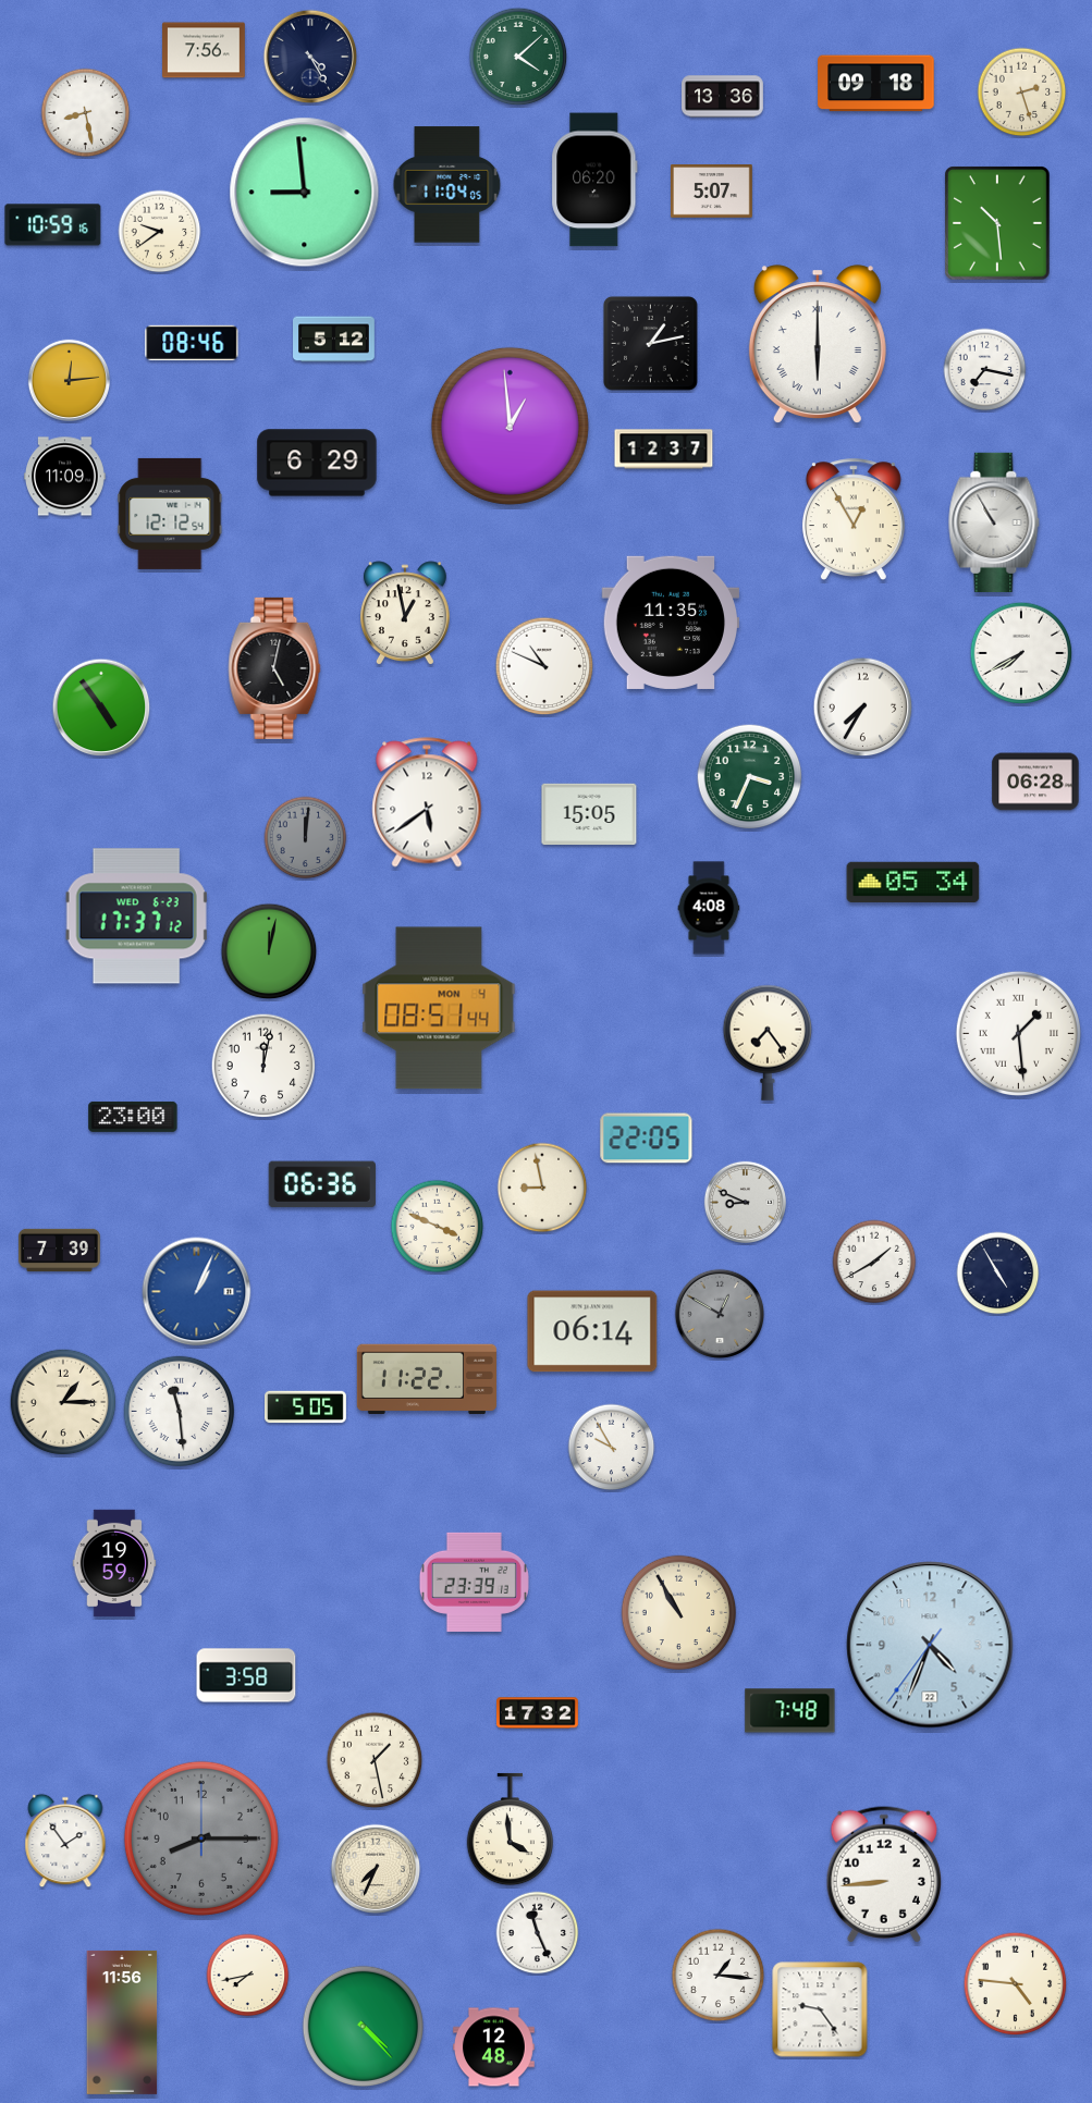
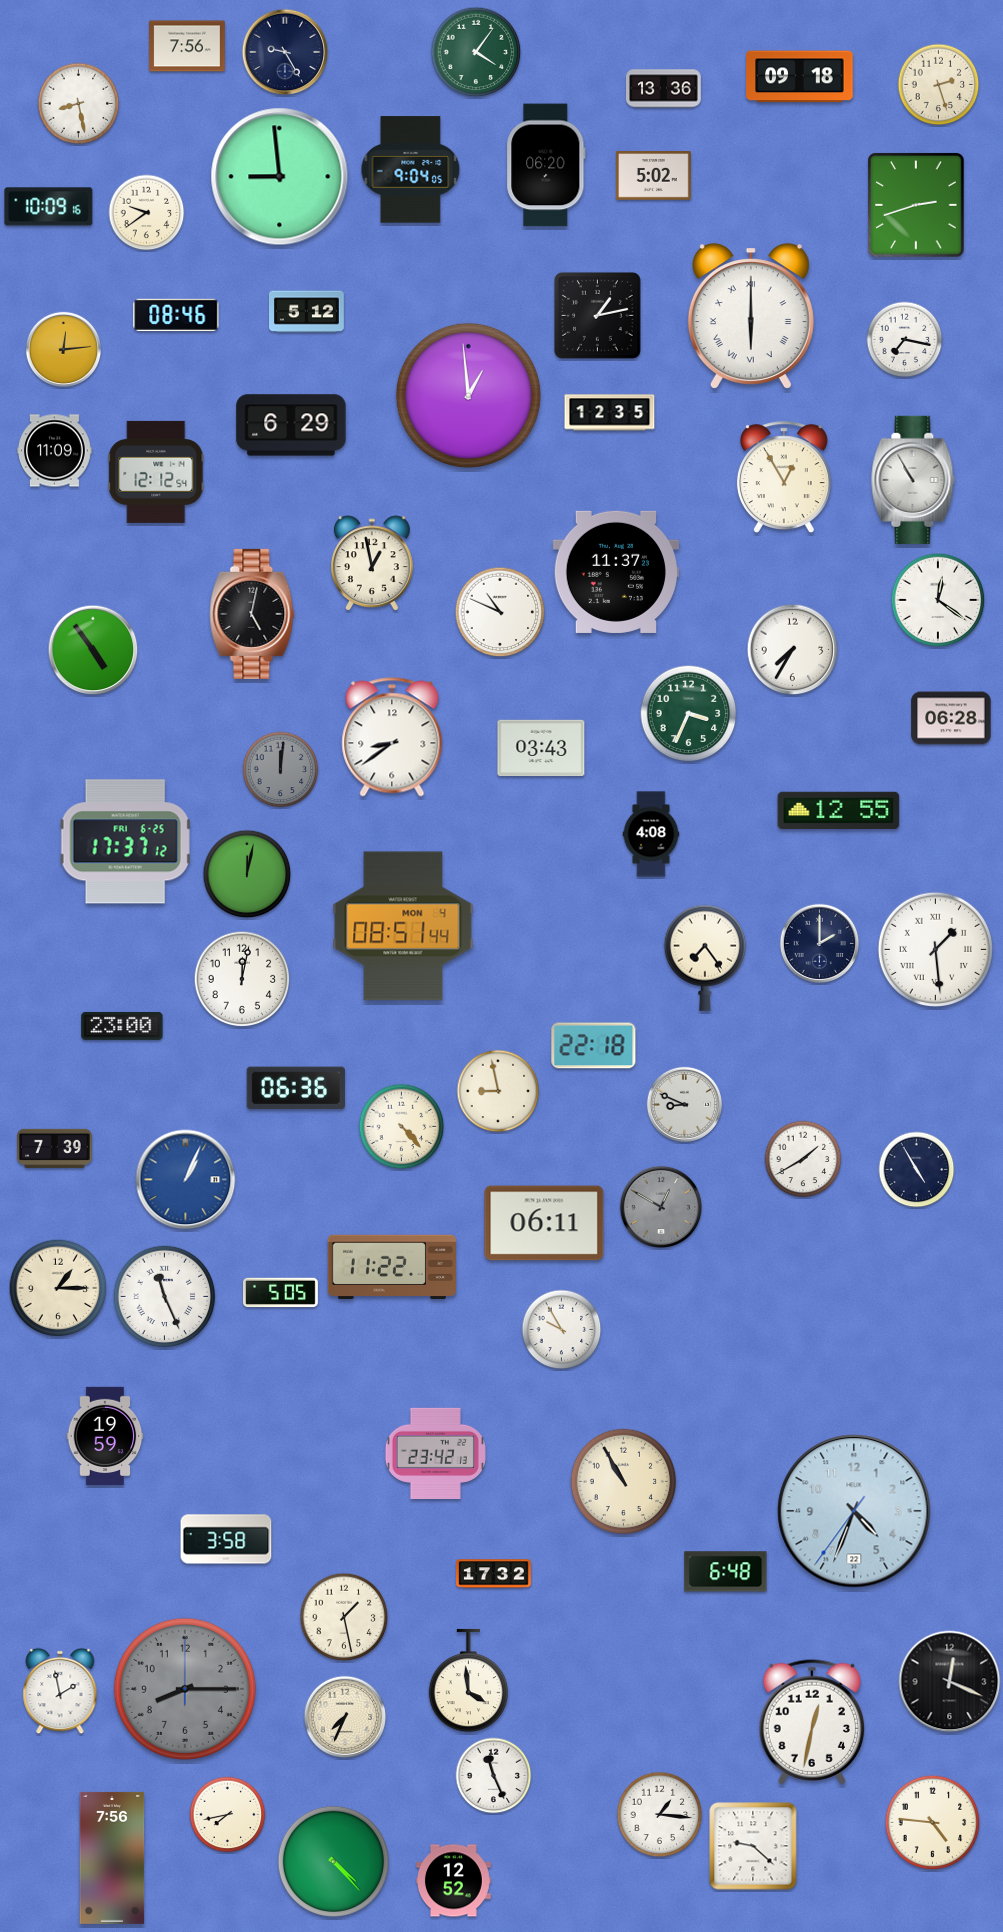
clock at (310, 57): 4:25 -> 9:25
clock at (518, 57): 4:08 -> 4:06
clock at (876, 84) position: (876, 84) -> (800, 77)
clock at (447, 185): 11:04 -> 9:04
clock at (711, 192): 5:07 -> 5:02
clock at (997, 223): 10:29 -> 2:42
clock at (53, 225): 10:59 -> 10:09
clock at (510, 426) position: (510, 426) -> (468, 395)
clock at (664, 450): 12:37 -> 12:35
clock at (65, 477) position: (65, 477) -> (55, 451)
clock at (671, 623): 11:35 -> 11:37
clock at (1021, 653): 7:40 -> 12:21
clock at (427, 802): 5:39 -> 8:39
clock at (589, 814): 15:05 -> 03:43
clock at (913, 883): 05:34 -> 12:55
clock at (137, 917) date: WED 6-23 -> FRI 6-25
clock at (820, 944): none -> 2:00
clock at (647, 1139): 22:05 -> 22:18
clock at (438, 1227): 3:49 -> 4:23
clock at (197, 1292) position: (197, 1292) -> (186, 1180)
clock at (592, 1331): 06:14 -> 06:11
clock at (180, 1412): 11:29 -> 11:26
clock at (474, 1582): 23:39 -> 23:42
clock at (790, 1711): 7:48 -> 6:48
clock at (950, 1682): none -> 12:19
clock at (65, 1841): 1:54 -> 1:58
clock at (883, 1874): 8:44 -> 12:32
clock at (820, 2009): 9:24 -> 9:22
clock at (122, 2022): 11:56 -> 7:56
clock at (494, 2047): 12:48 -> 12:52
